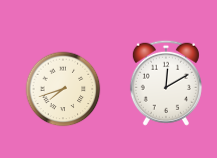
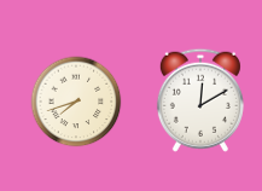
clock at (63, 89) position: (63, 89) -> (76, 102)
